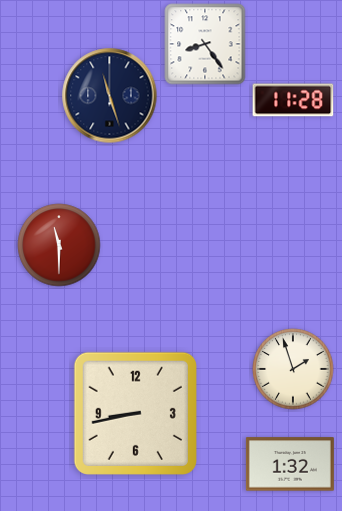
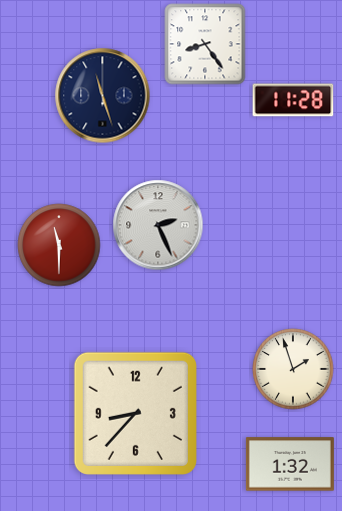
clock at (110, 96) position: (110, 96) -> (103, 96)
clock at (158, 225): none -> 2:26
clock at (135, 413): 8:43 -> 8:37
